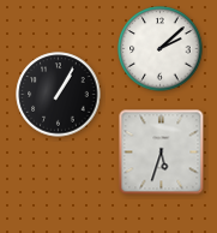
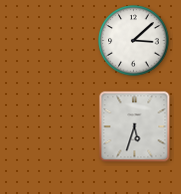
clock at (161, 49): 2:08 -> 3:08
clock at (59, 95): 1:05 -> none
